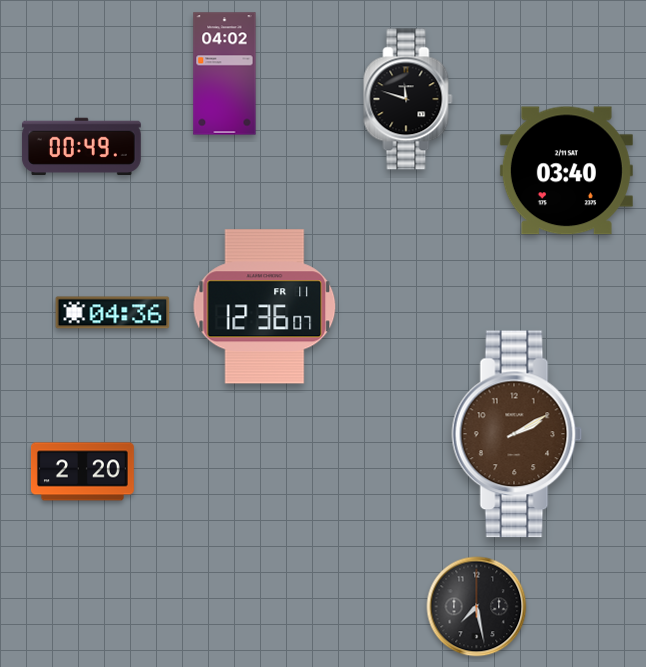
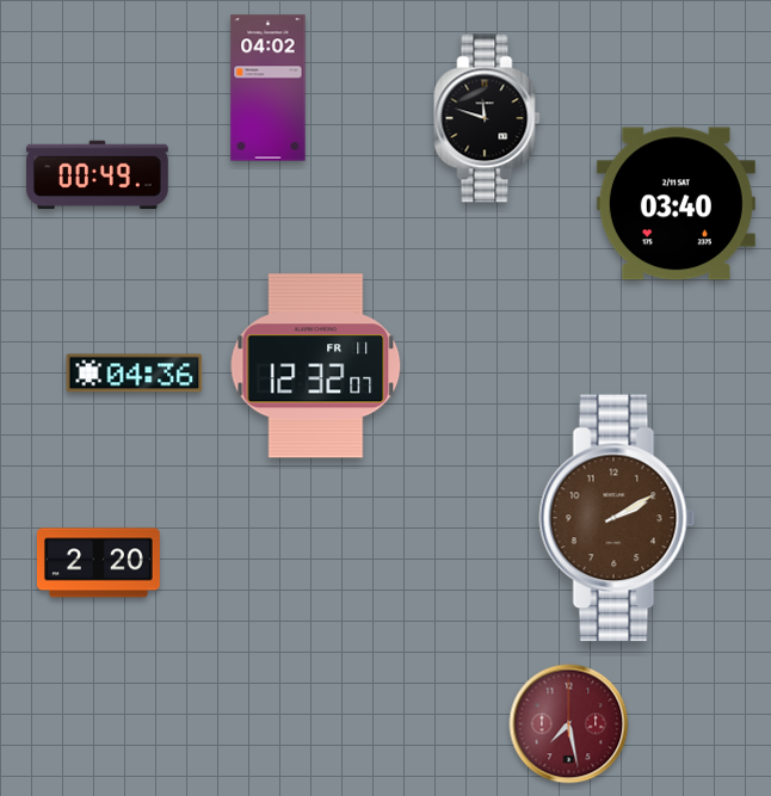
clock at (265, 307): 12:36 -> 12:32
clock at (477, 607) dial: black -> burgundy
